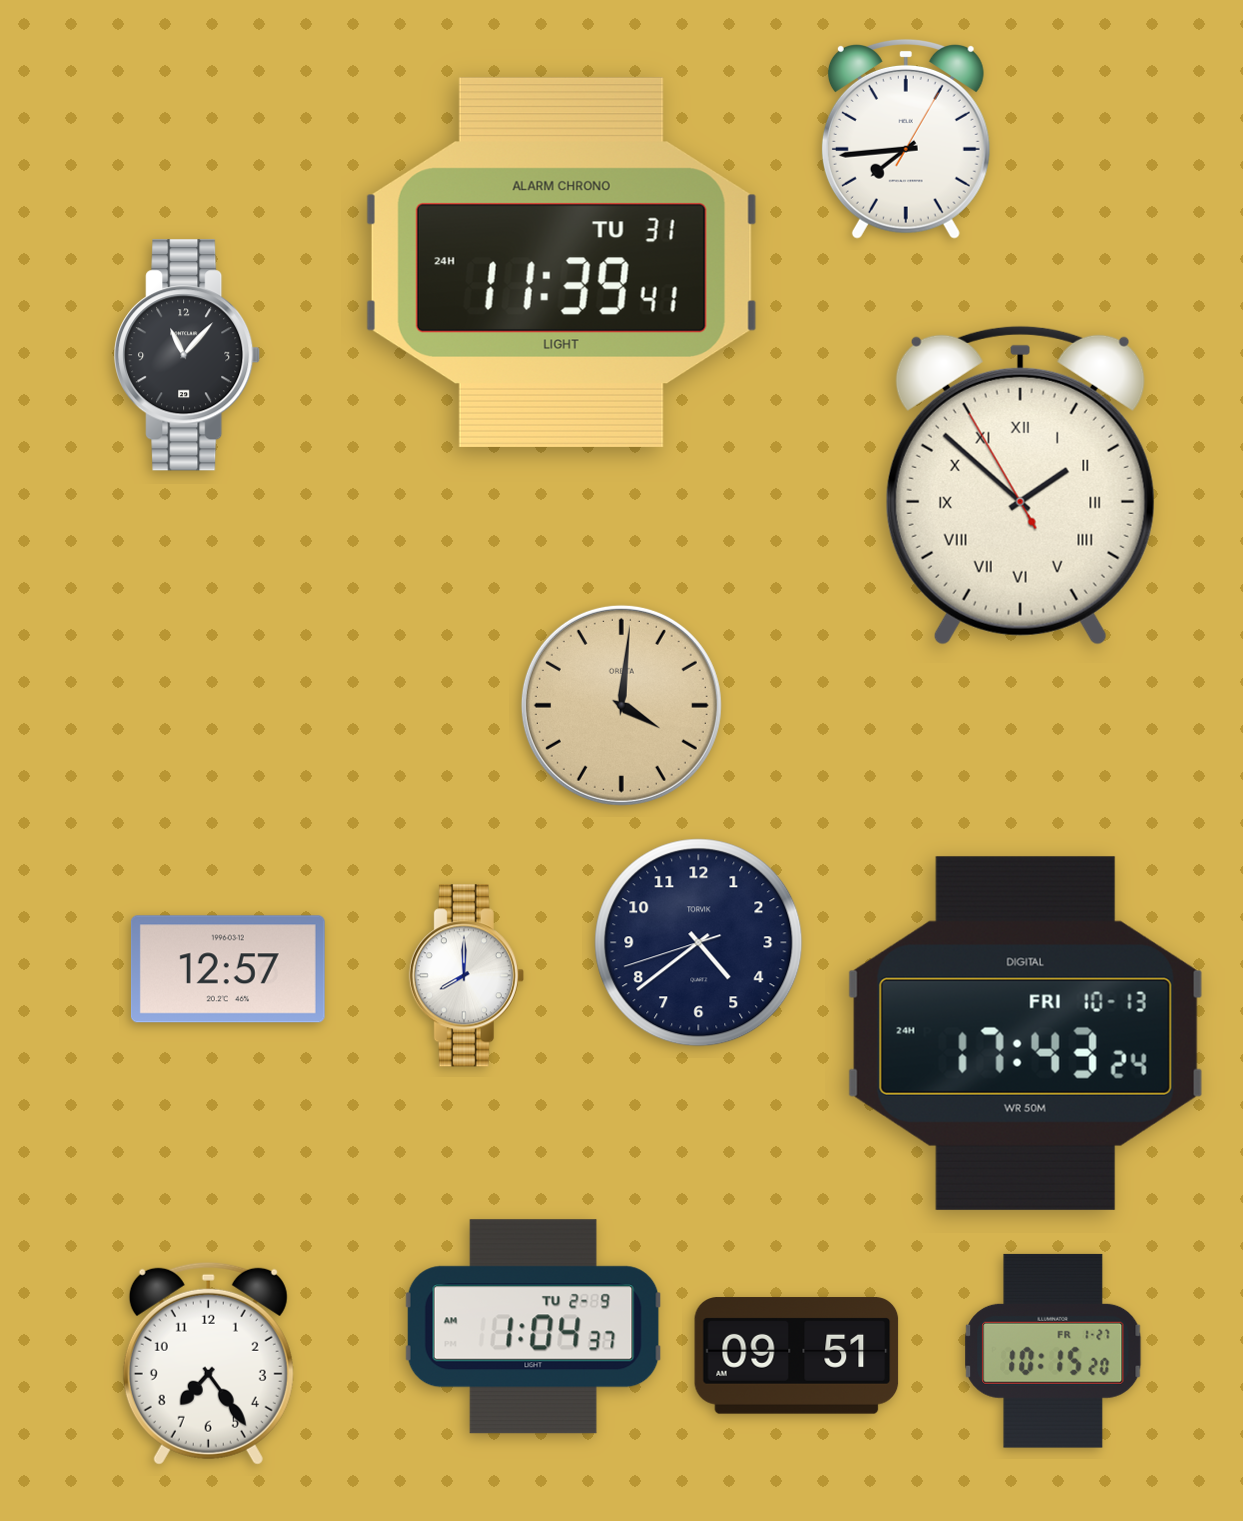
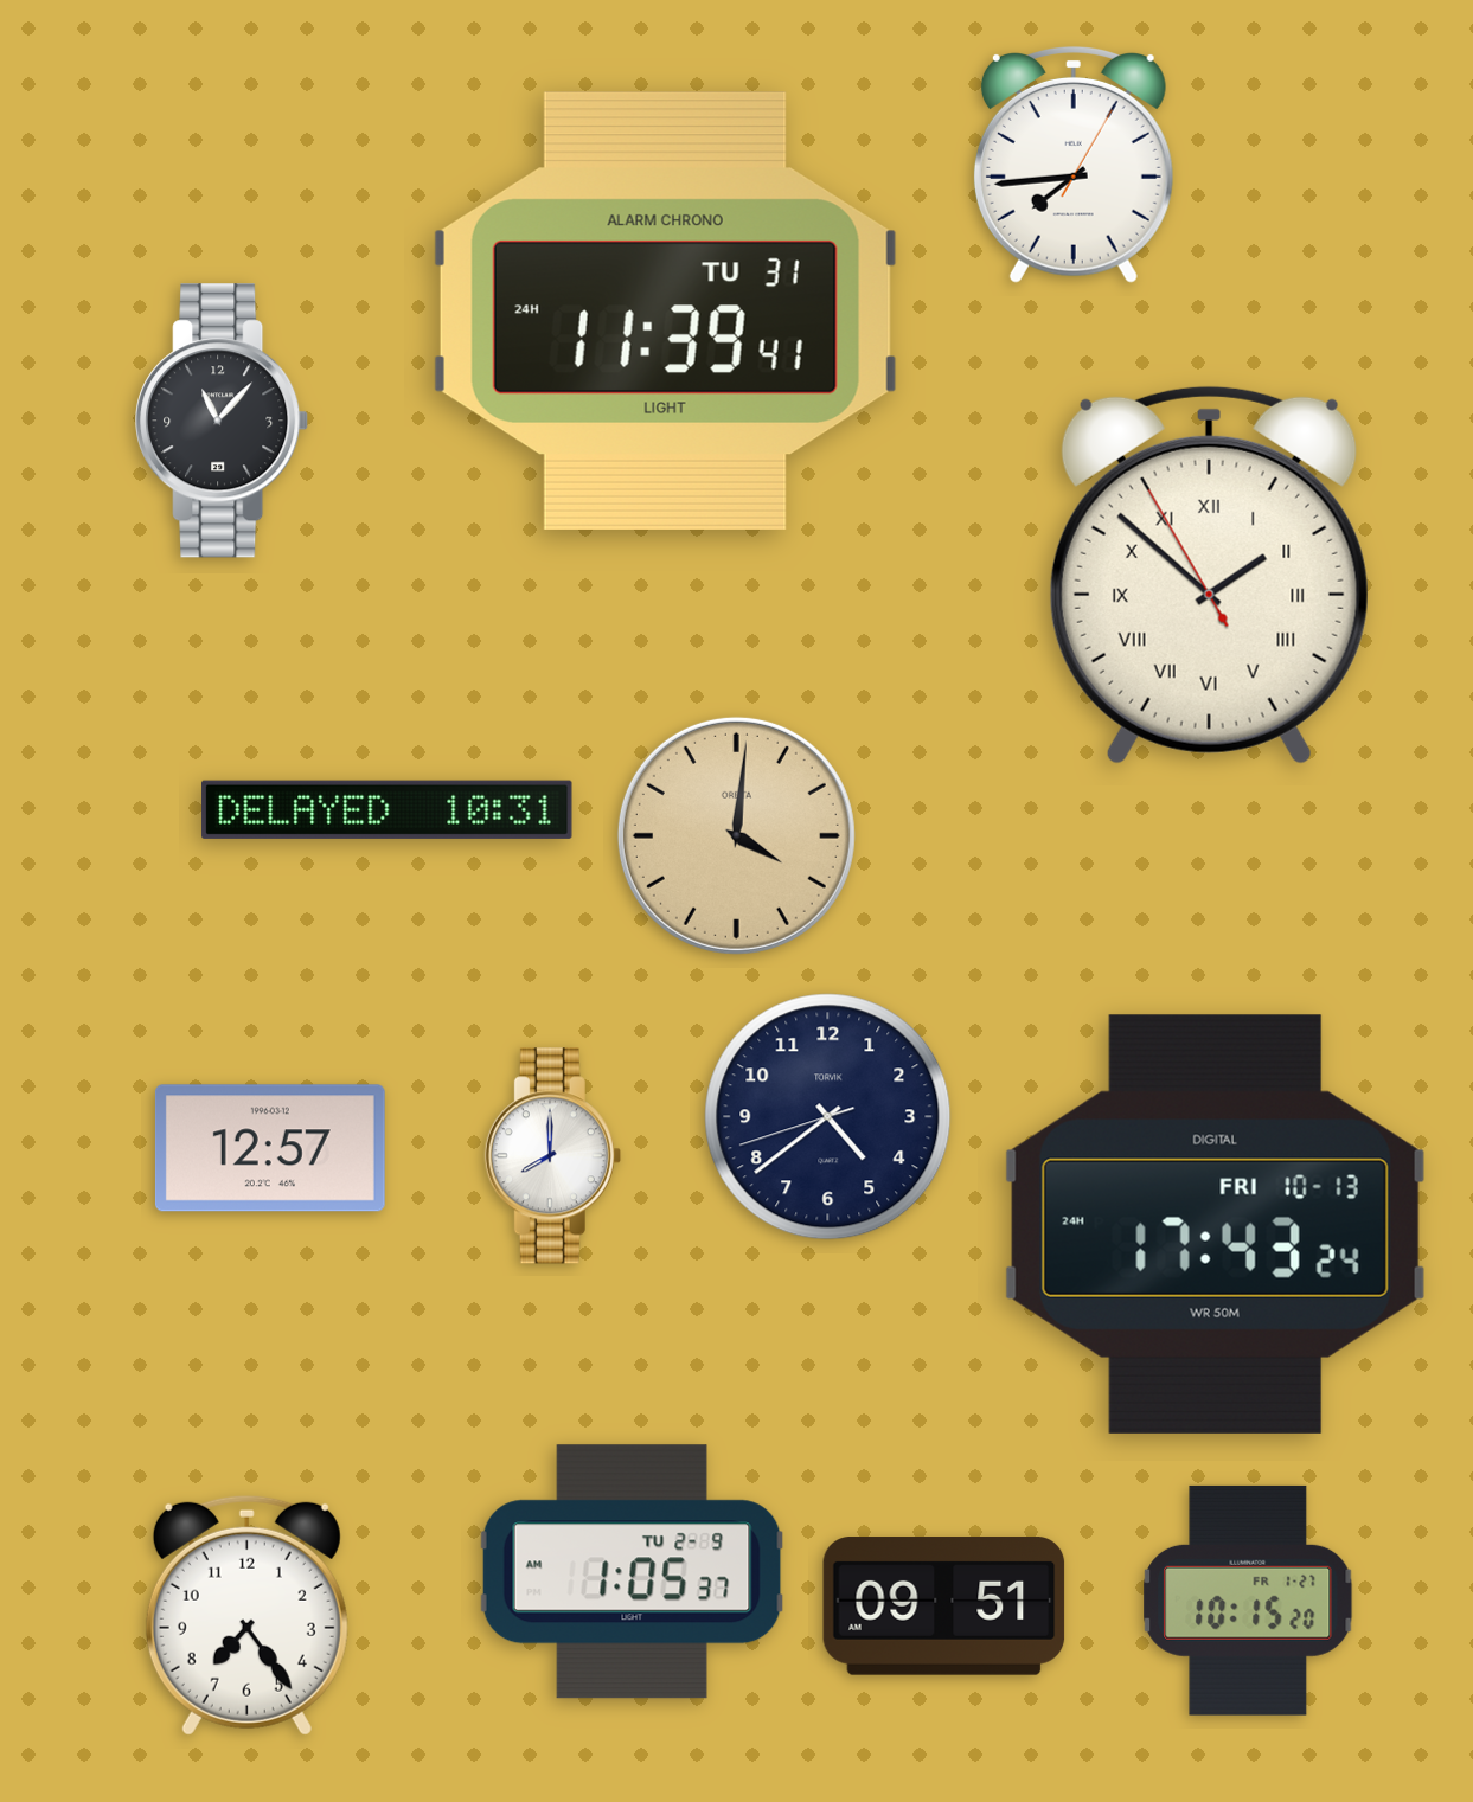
clock at (388, 809): none -> 10:31
clock at (534, 1327): 1:04 -> 1:05
